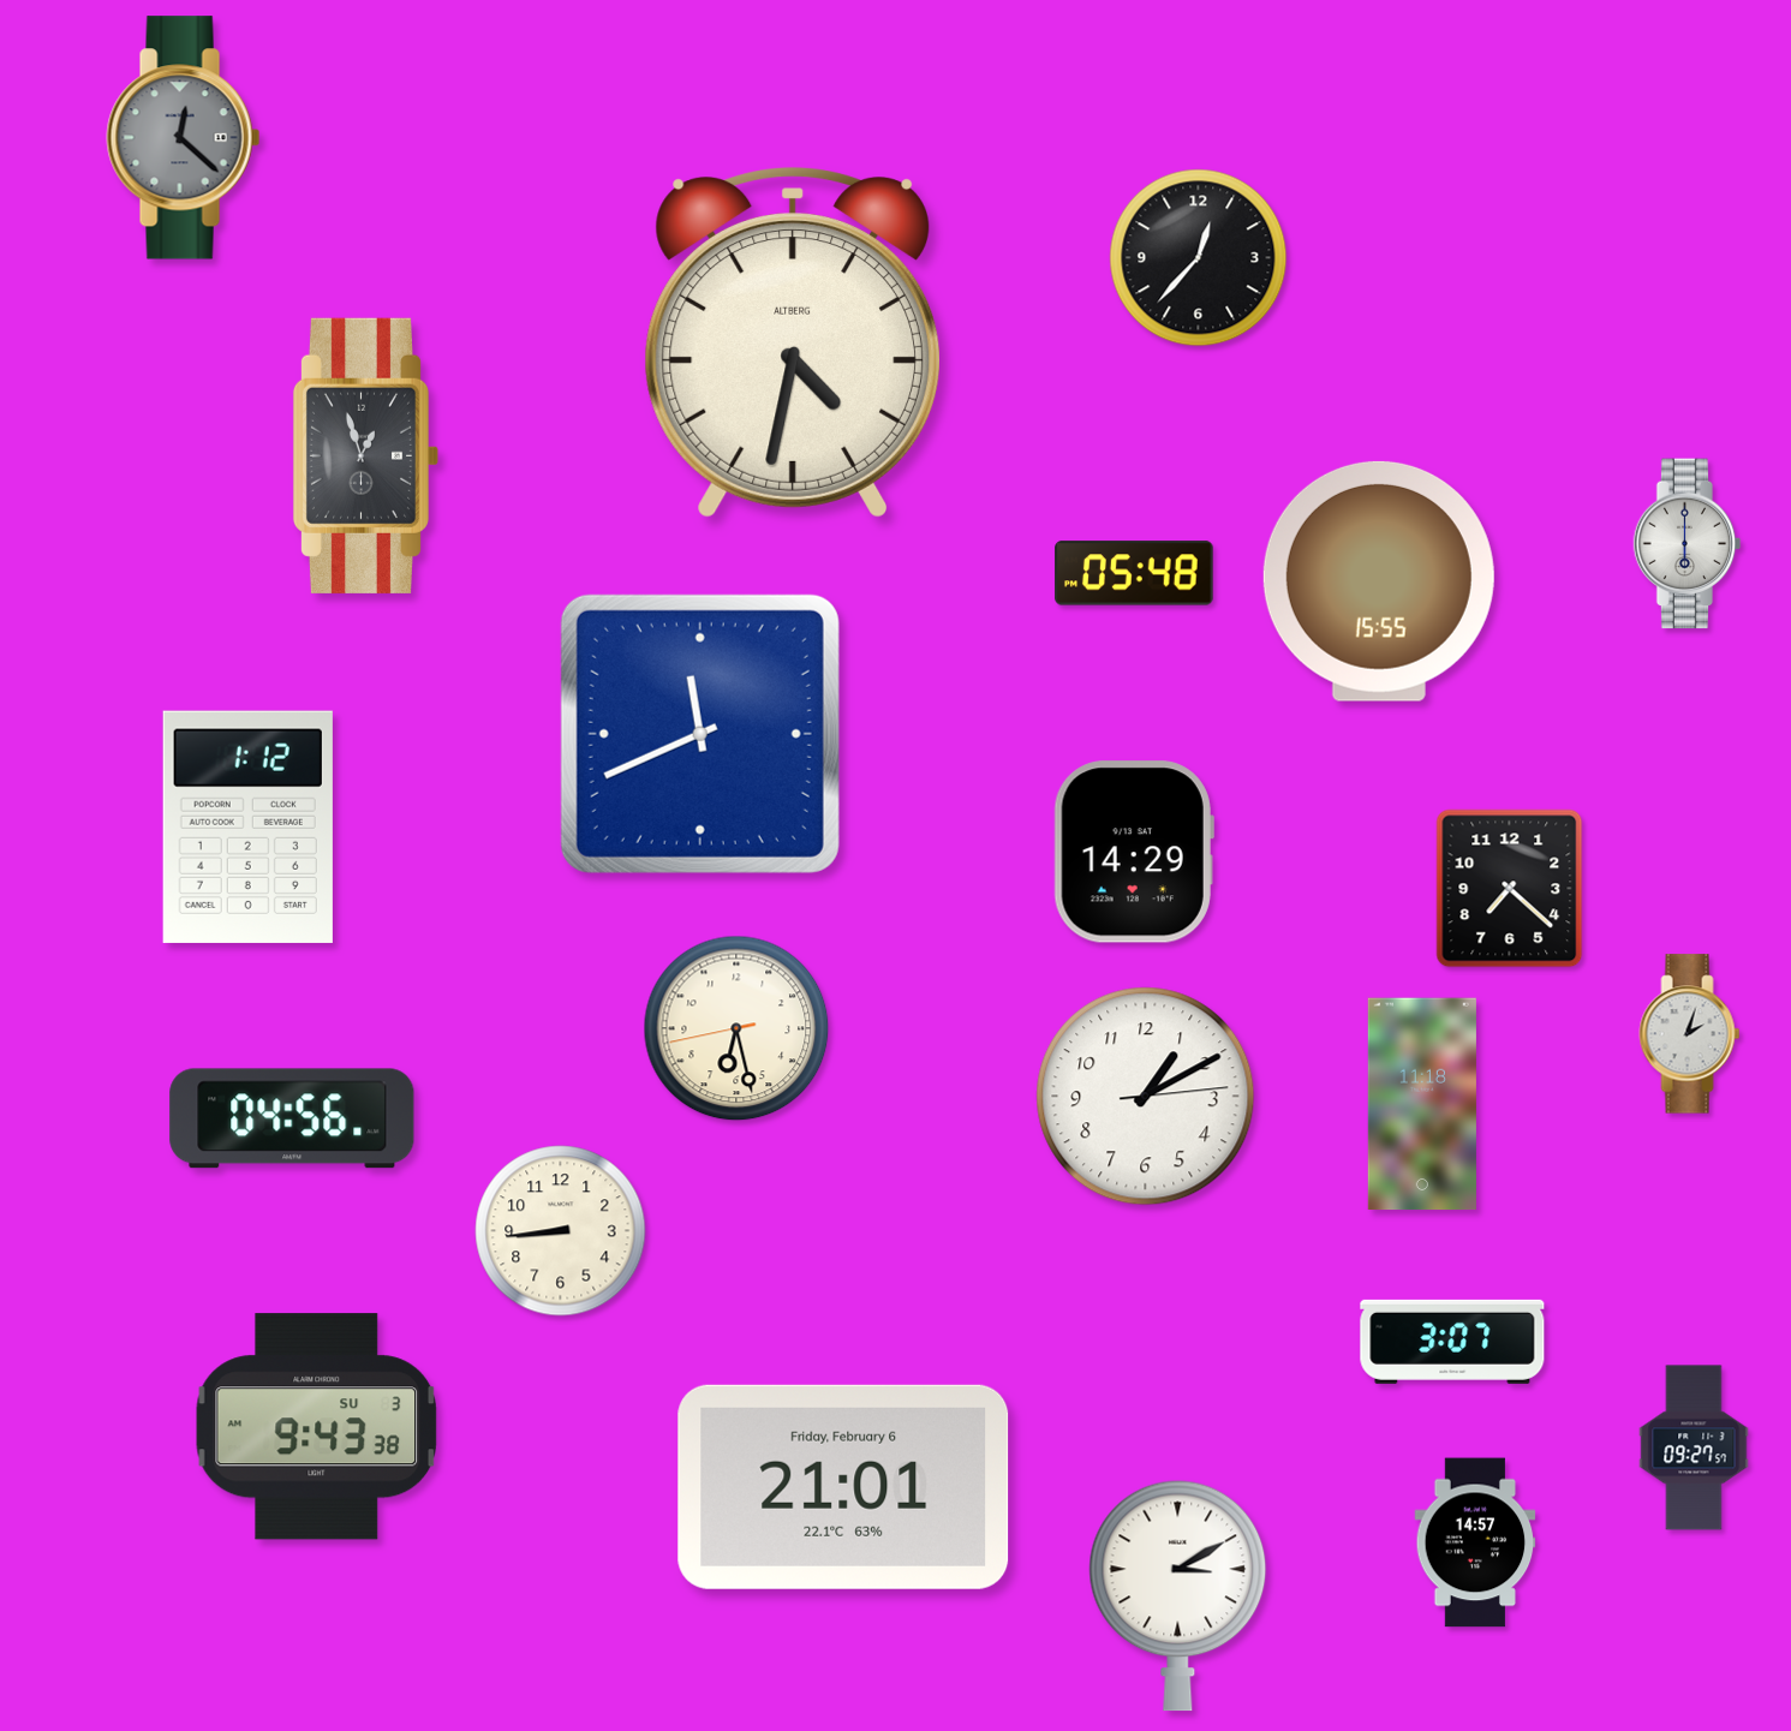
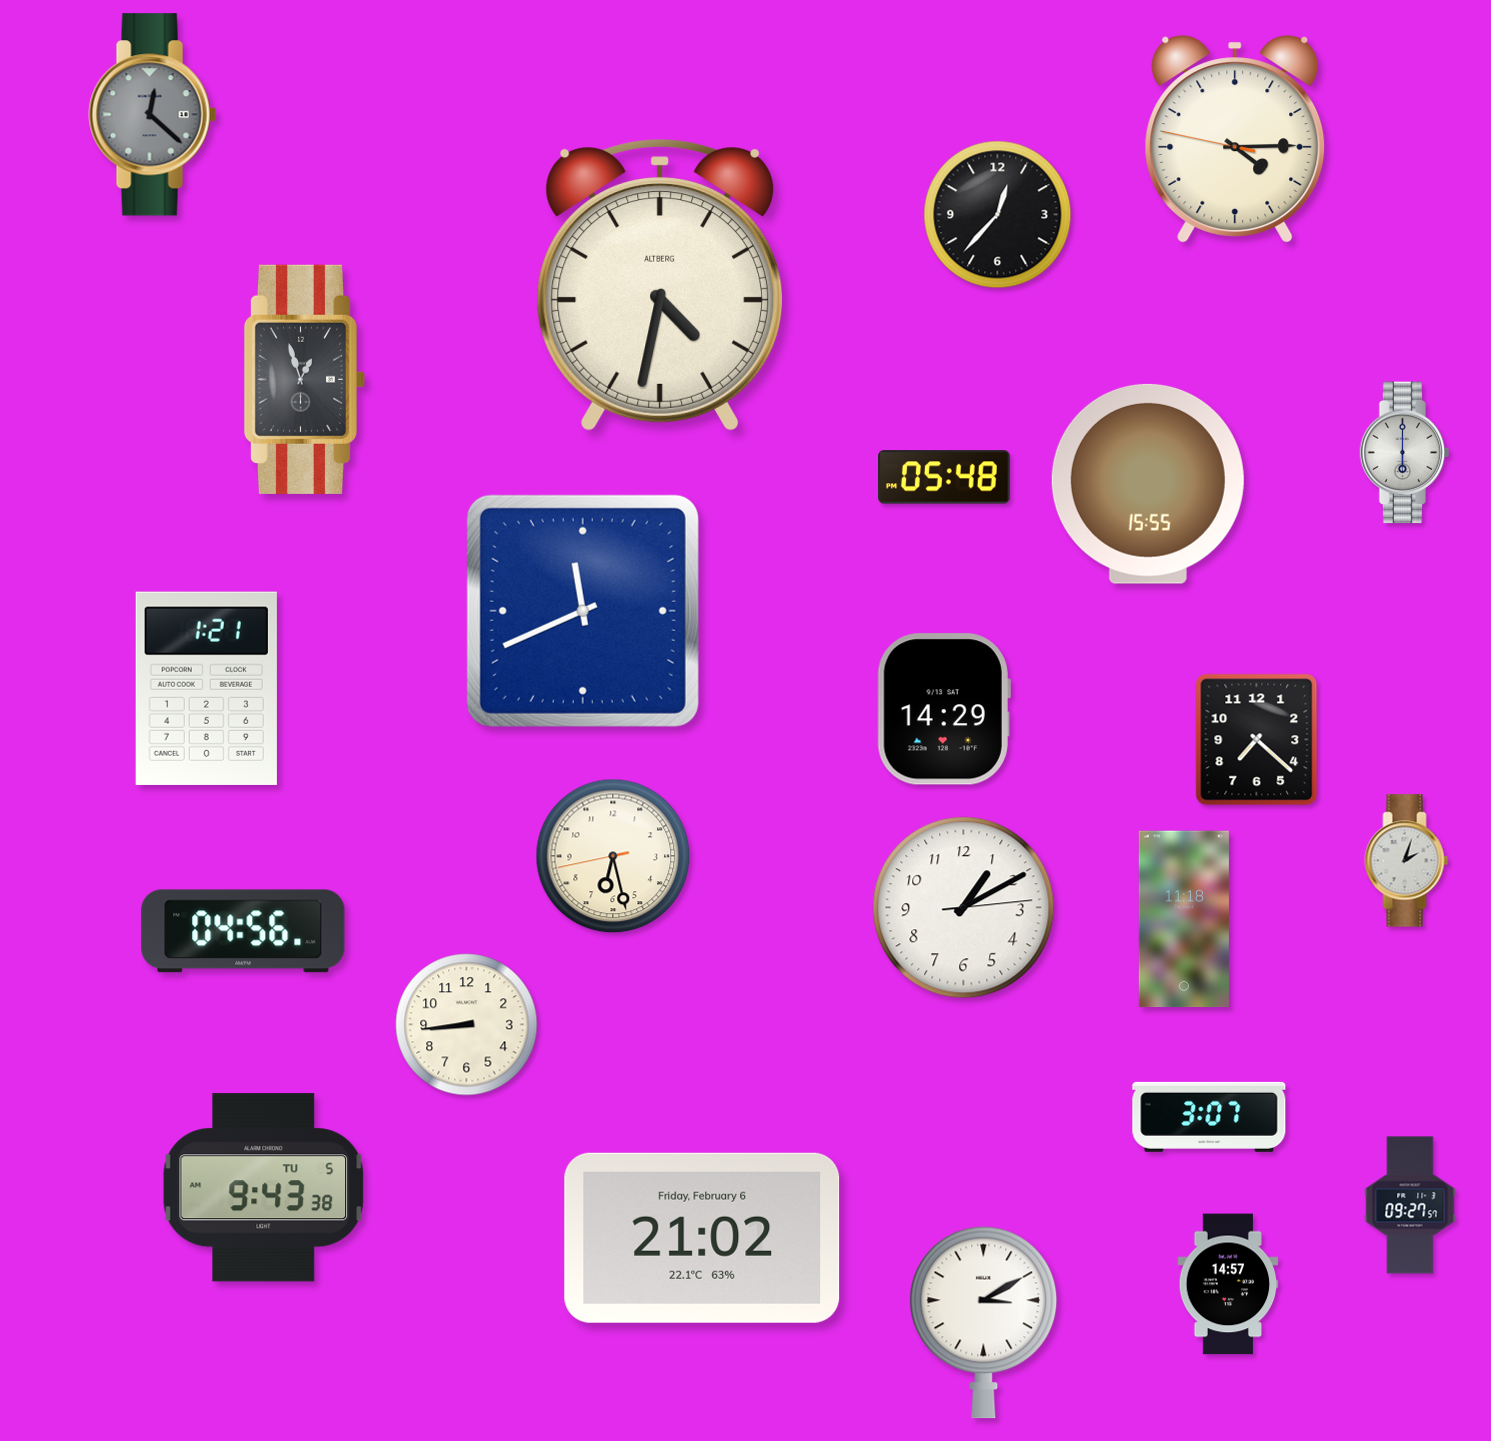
clock at (1235, 139): none -> 4:14
clock at (247, 826): 1:12 -> 1:21
clock at (1146, 1097) position: (1146, 1097) -> (964, 908)
clock at (316, 1427) date: SU 3 -> TU 5
clock at (843, 1487): 21:01 -> 21:02
clock at (1178, 1595) position: (1178, 1595) -> (984, 1322)
